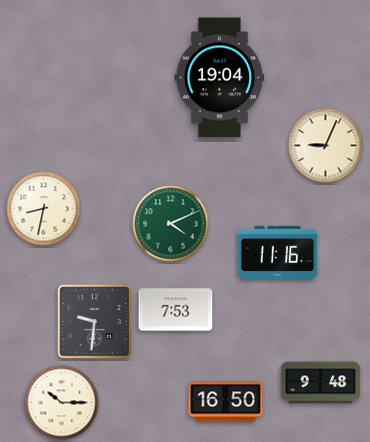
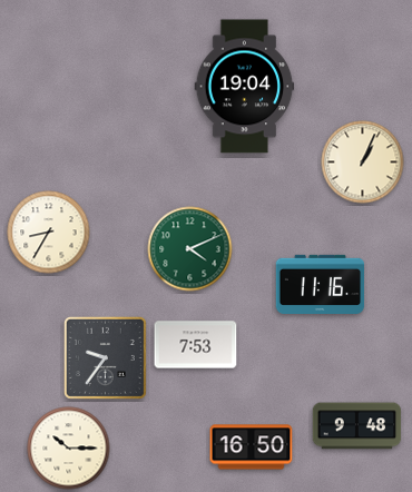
clock at (326, 146): 9:04 -> 1:04
clock at (44, 209): 8:32 -> 8:35
clock at (278, 252) position: (278, 252) -> (321, 284)
clock at (94, 321): 9:31 -> 9:36
